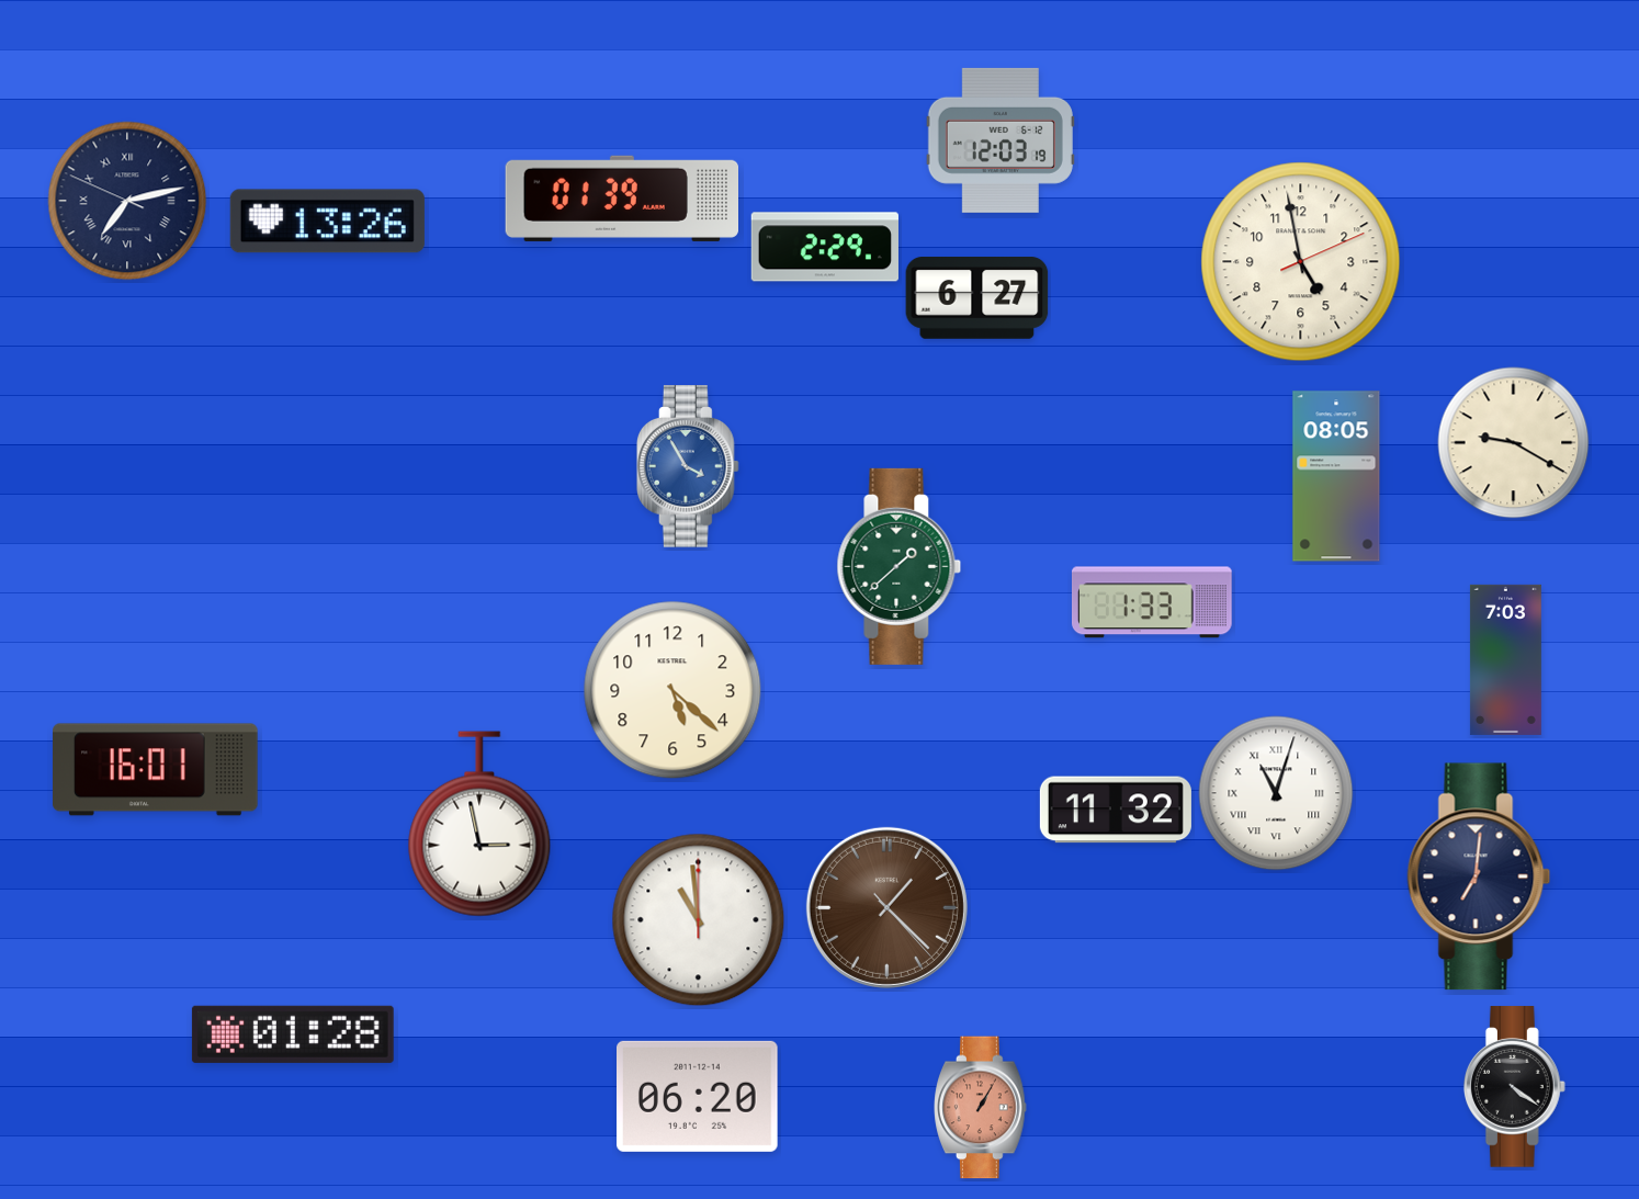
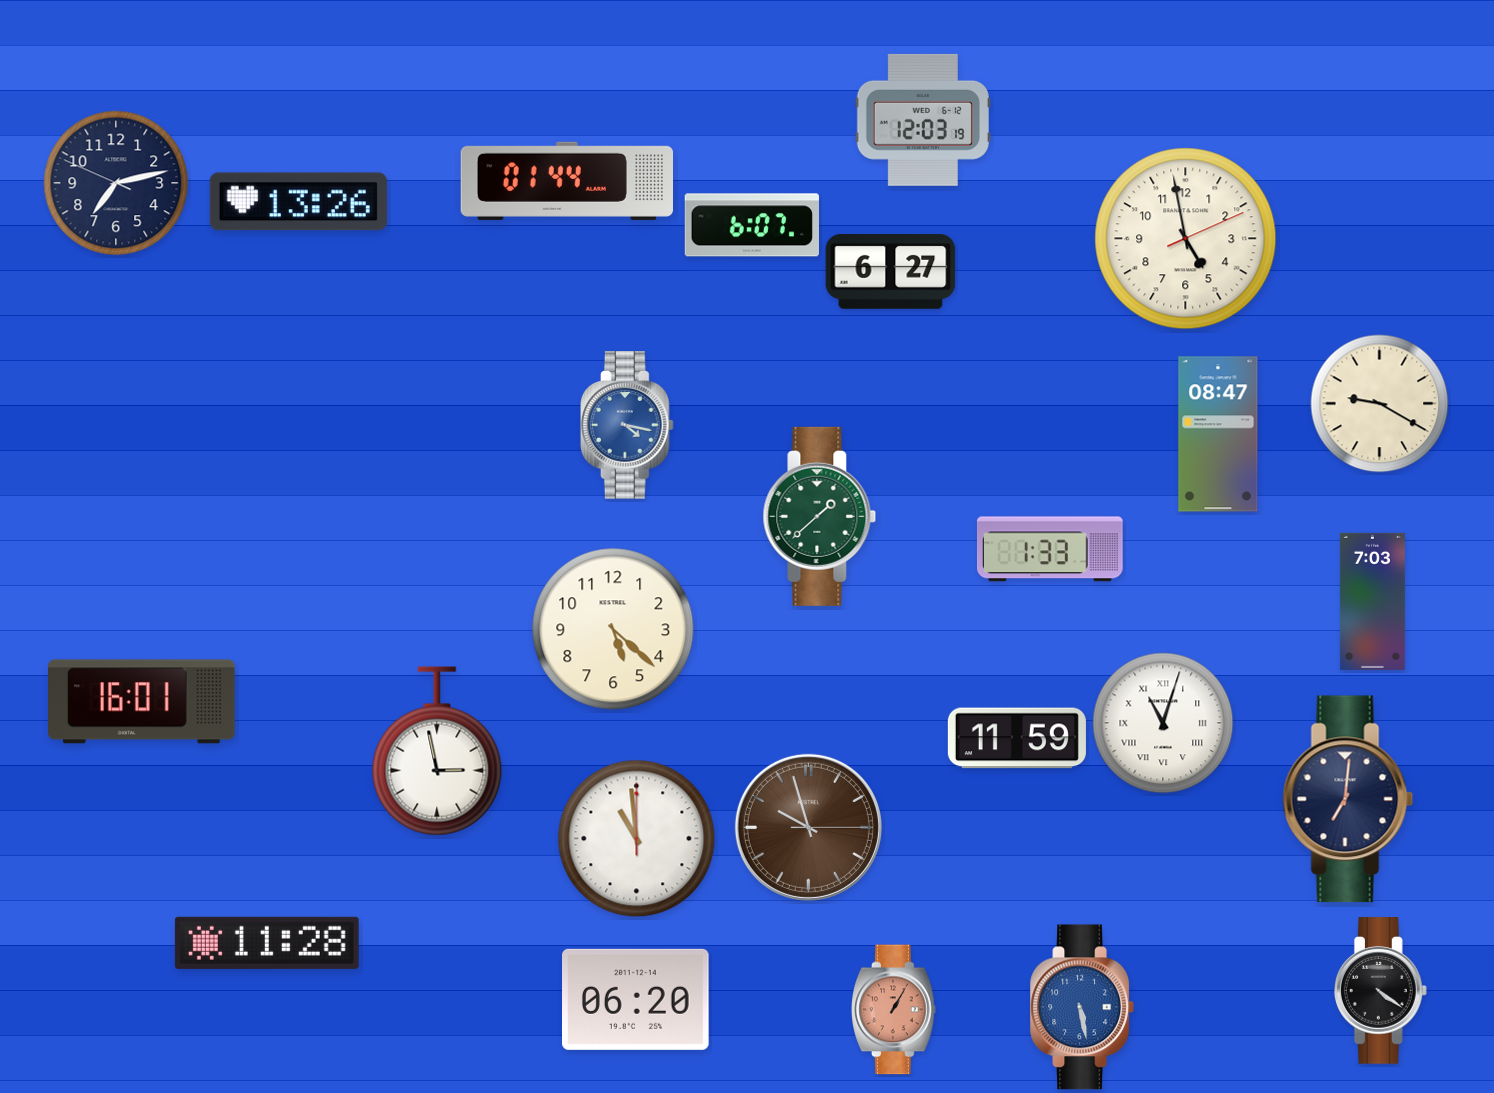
clock at (1001, 140) position: (1001, 140) -> (923, 120)
clock at (621, 199): 01:39 -> 01:44
clock at (127, 201) numerals: Roman -> Arabic
clock at (825, 247): 2:29 -> 6:07
clock at (688, 466): 3:55 -> 4:17
clock at (1336, 476): 08:05 -> 08:47
clock at (1116, 810): 11:32 -> 11:59
clock at (886, 907): 1:22 -> 9:57
clock at (293, 1034): 01:28 -> 11:28
clock at (1081, 1007): none -> 5:28
